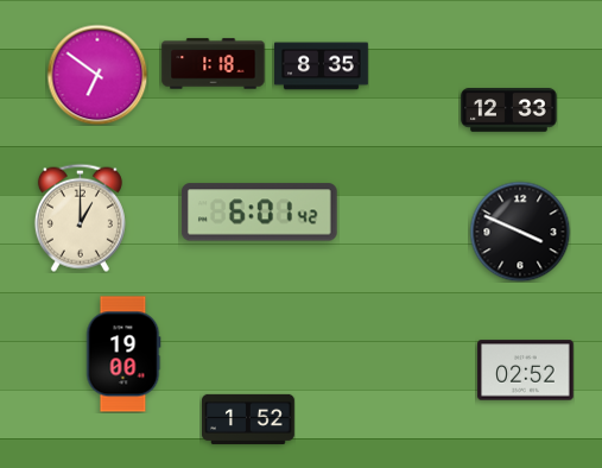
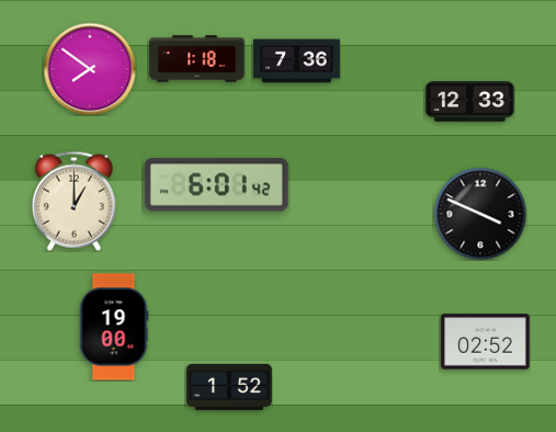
clock at (322, 67): 8:35 -> 7:36
clock at (97, 75): 6:51 -> 7:51
clock at (260, 213) position: (260, 213) -> (217, 185)
